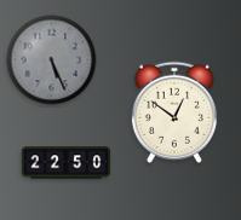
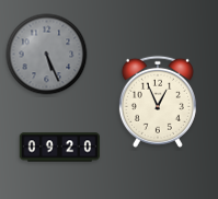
clock at (174, 112): 12:51 -> 12:56
clock at (67, 163): 22:50 -> 09:20
